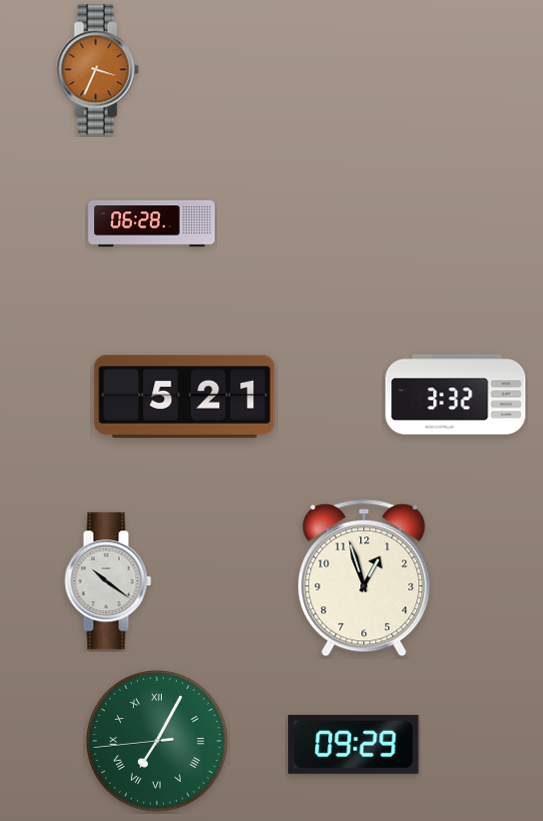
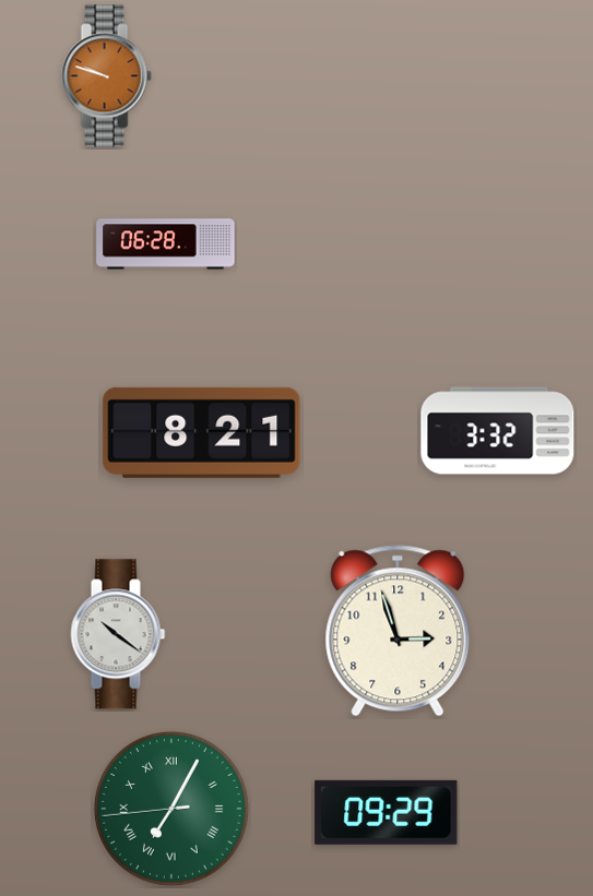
clock at (97, 70): 3:34 -> 9:48
clock at (185, 396): 5:21 -> 8:21
clock at (364, 578): 12:57 -> 2:57
